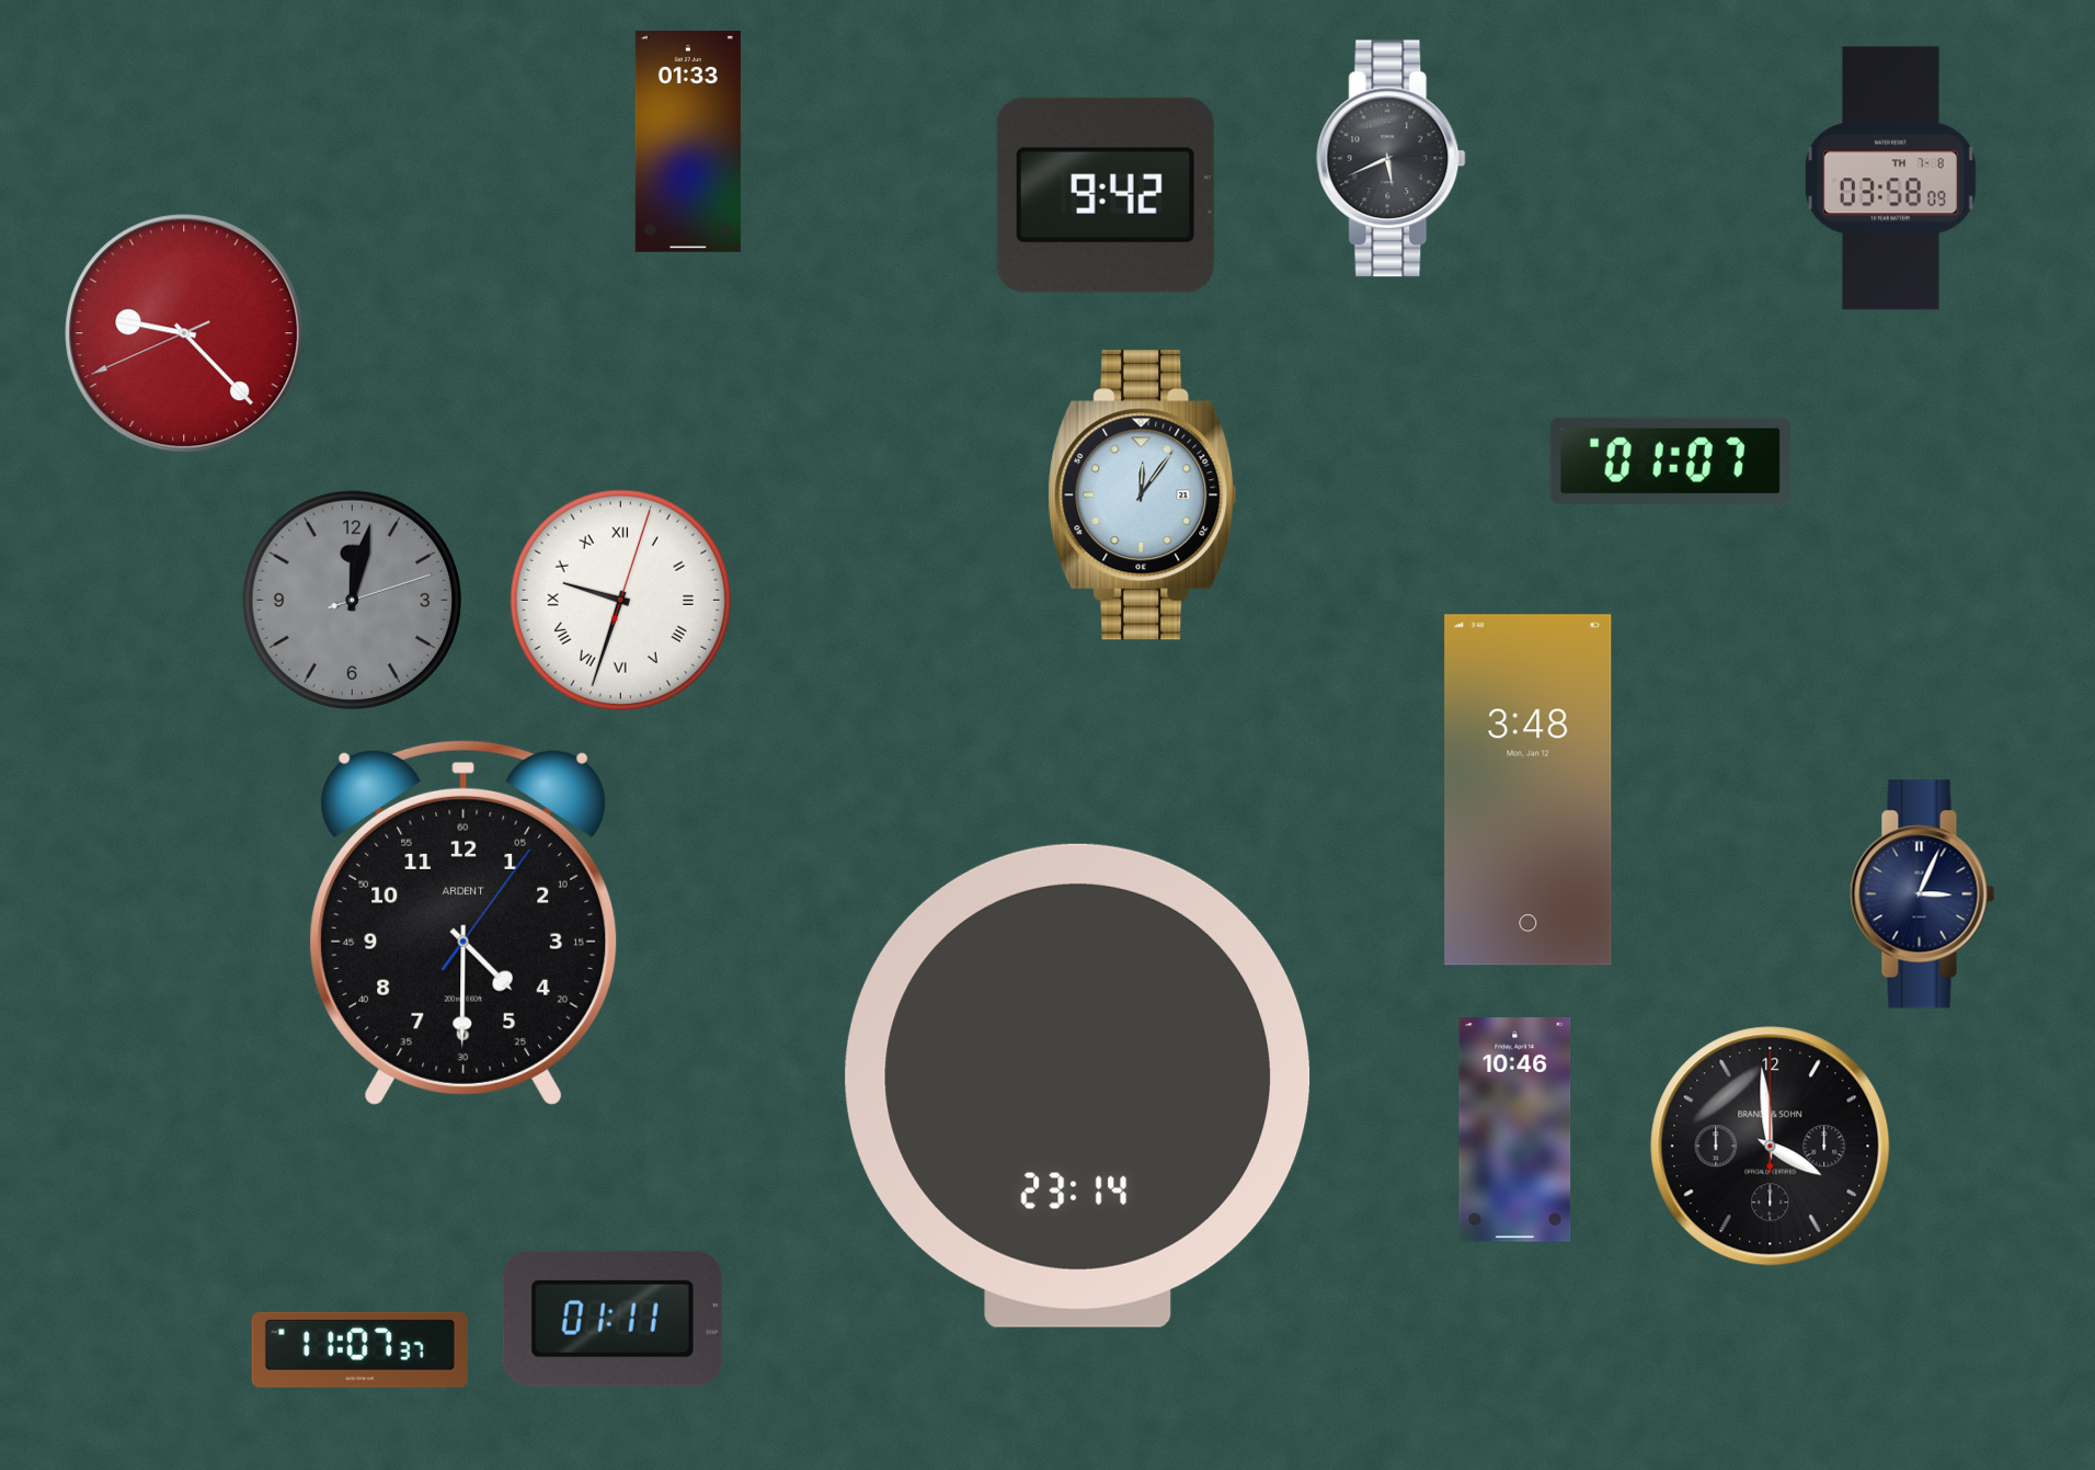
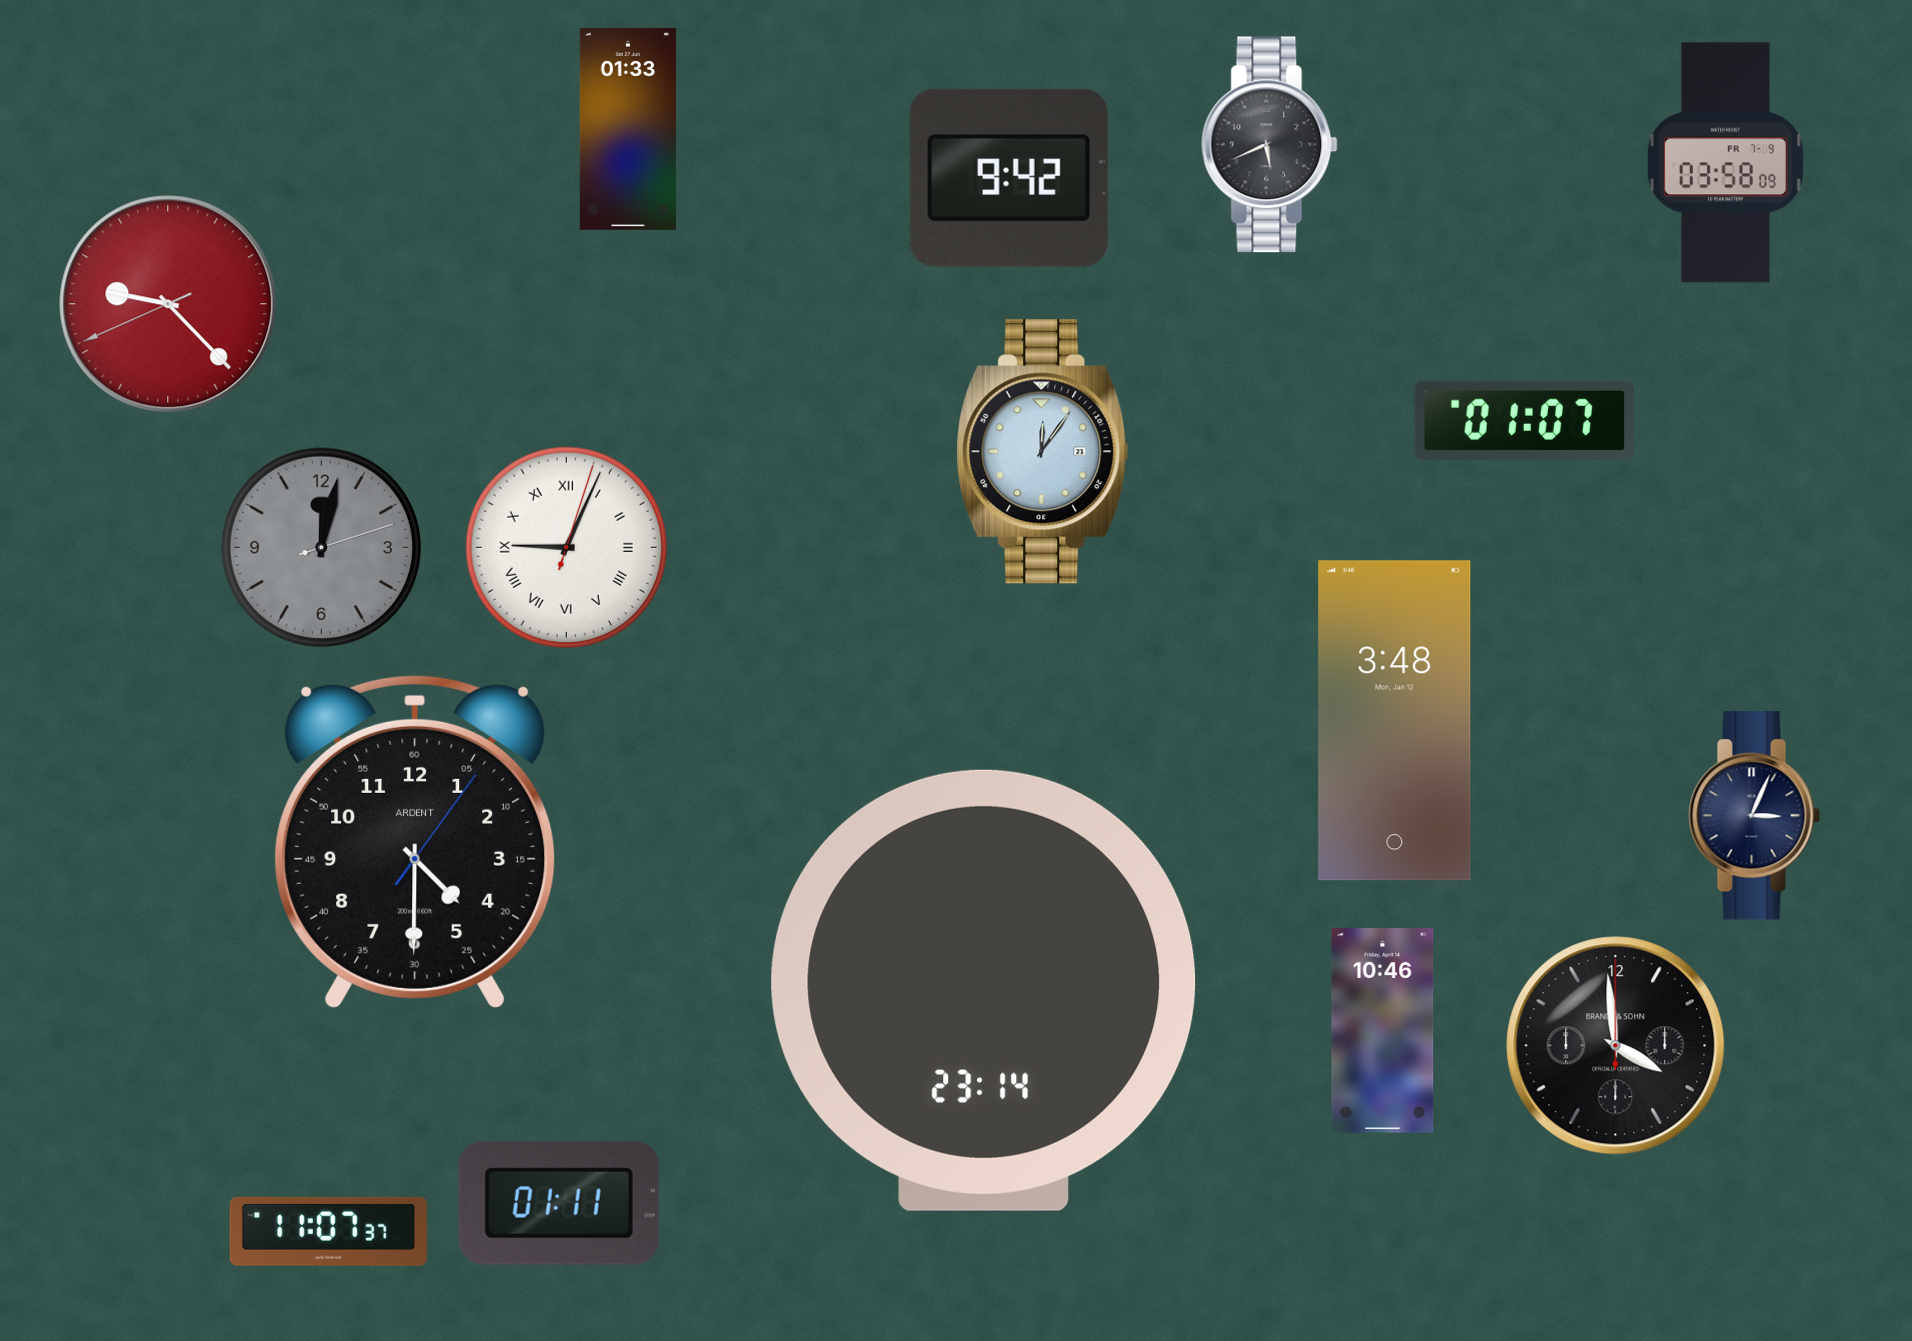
clock at (1890, 179) date: TH 7-8 -> FR 7-9
clock at (620, 600): 9:33 -> 9:04
clock at (463, 922) position: (463, 922) -> (415, 841)
